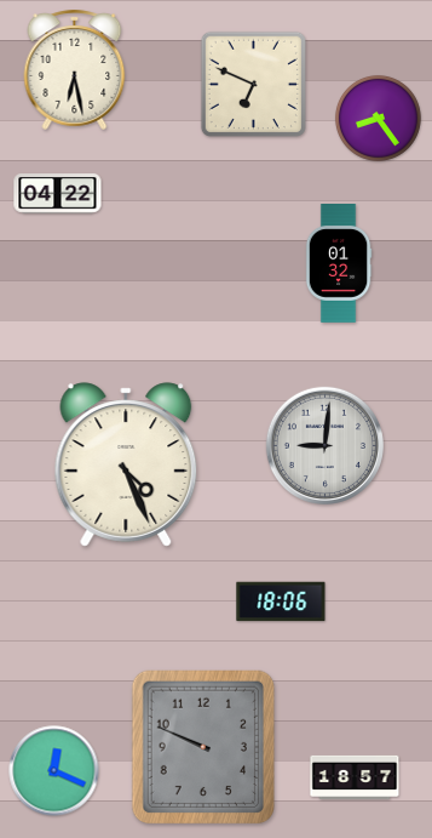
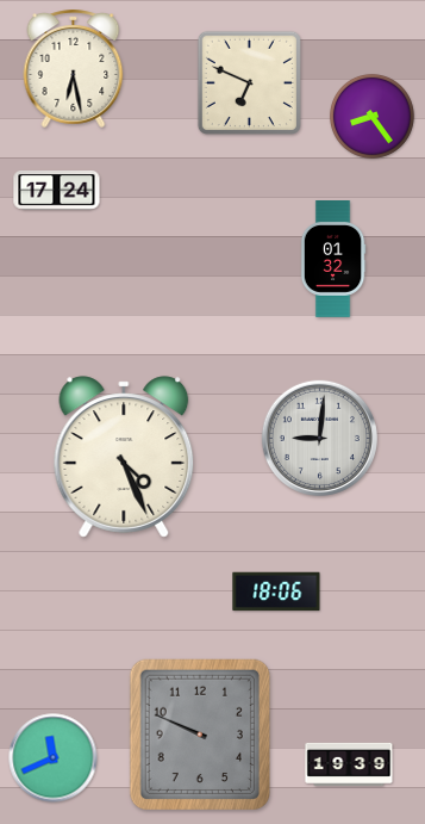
clock at (58, 194): 04:22 -> 17:24
clock at (54, 771): 12:19 -> 11:41
clock at (355, 777): 18:57 -> 19:39
